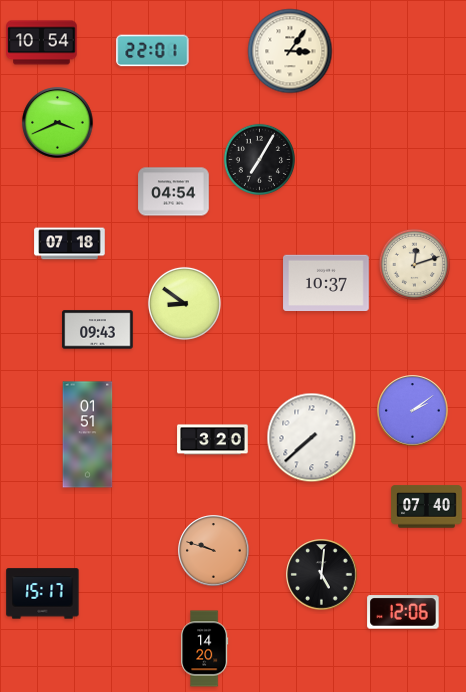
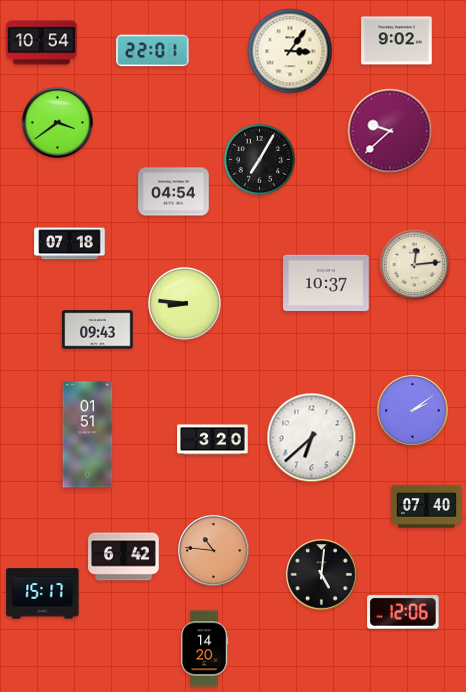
clock at (397, 41): none -> 9:02
clock at (58, 123): 3:41 -> 3:39
clock at (390, 131): none -> 9:38
clock at (414, 264): 12:12 -> 12:14
clock at (184, 303): 8:51 -> 8:46
clock at (312, 438): 7:38 -> 6:38
clock at (214, 551): 9:48 -> 10:46
clock at (124, 557): none -> 6:42
